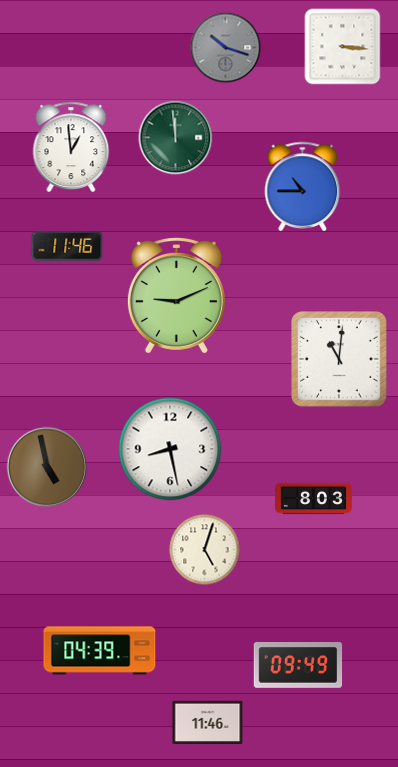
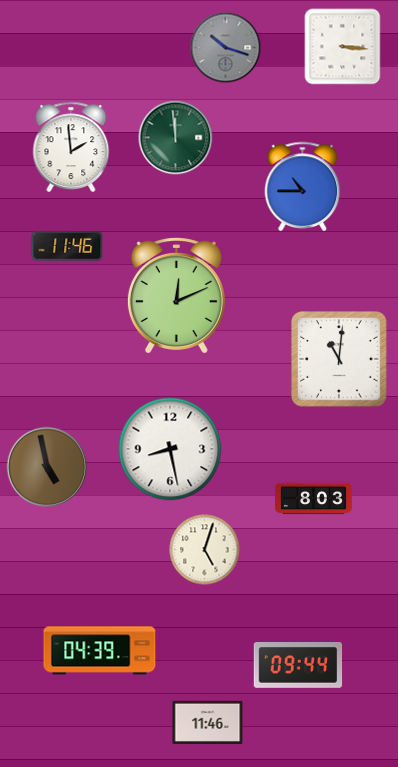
clock at (71, 146): 12:59 -> 1:59
clock at (176, 296): 9:11 -> 12:11
clock at (298, 666): 09:49 -> 09:44
